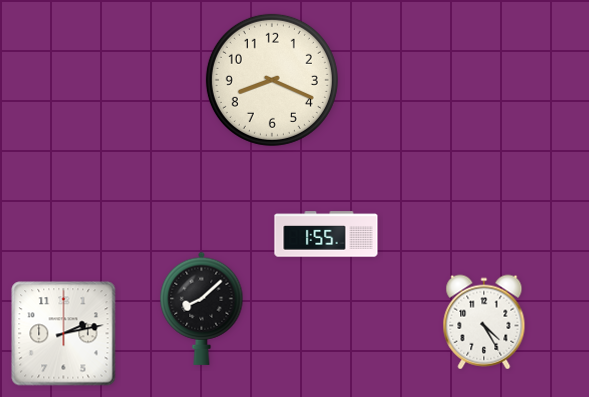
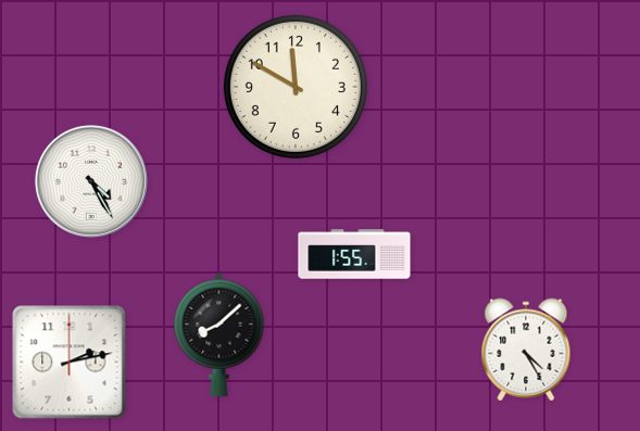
clock at (272, 80): 8:19 -> 11:50
clock at (91, 181): none -> 4:25
